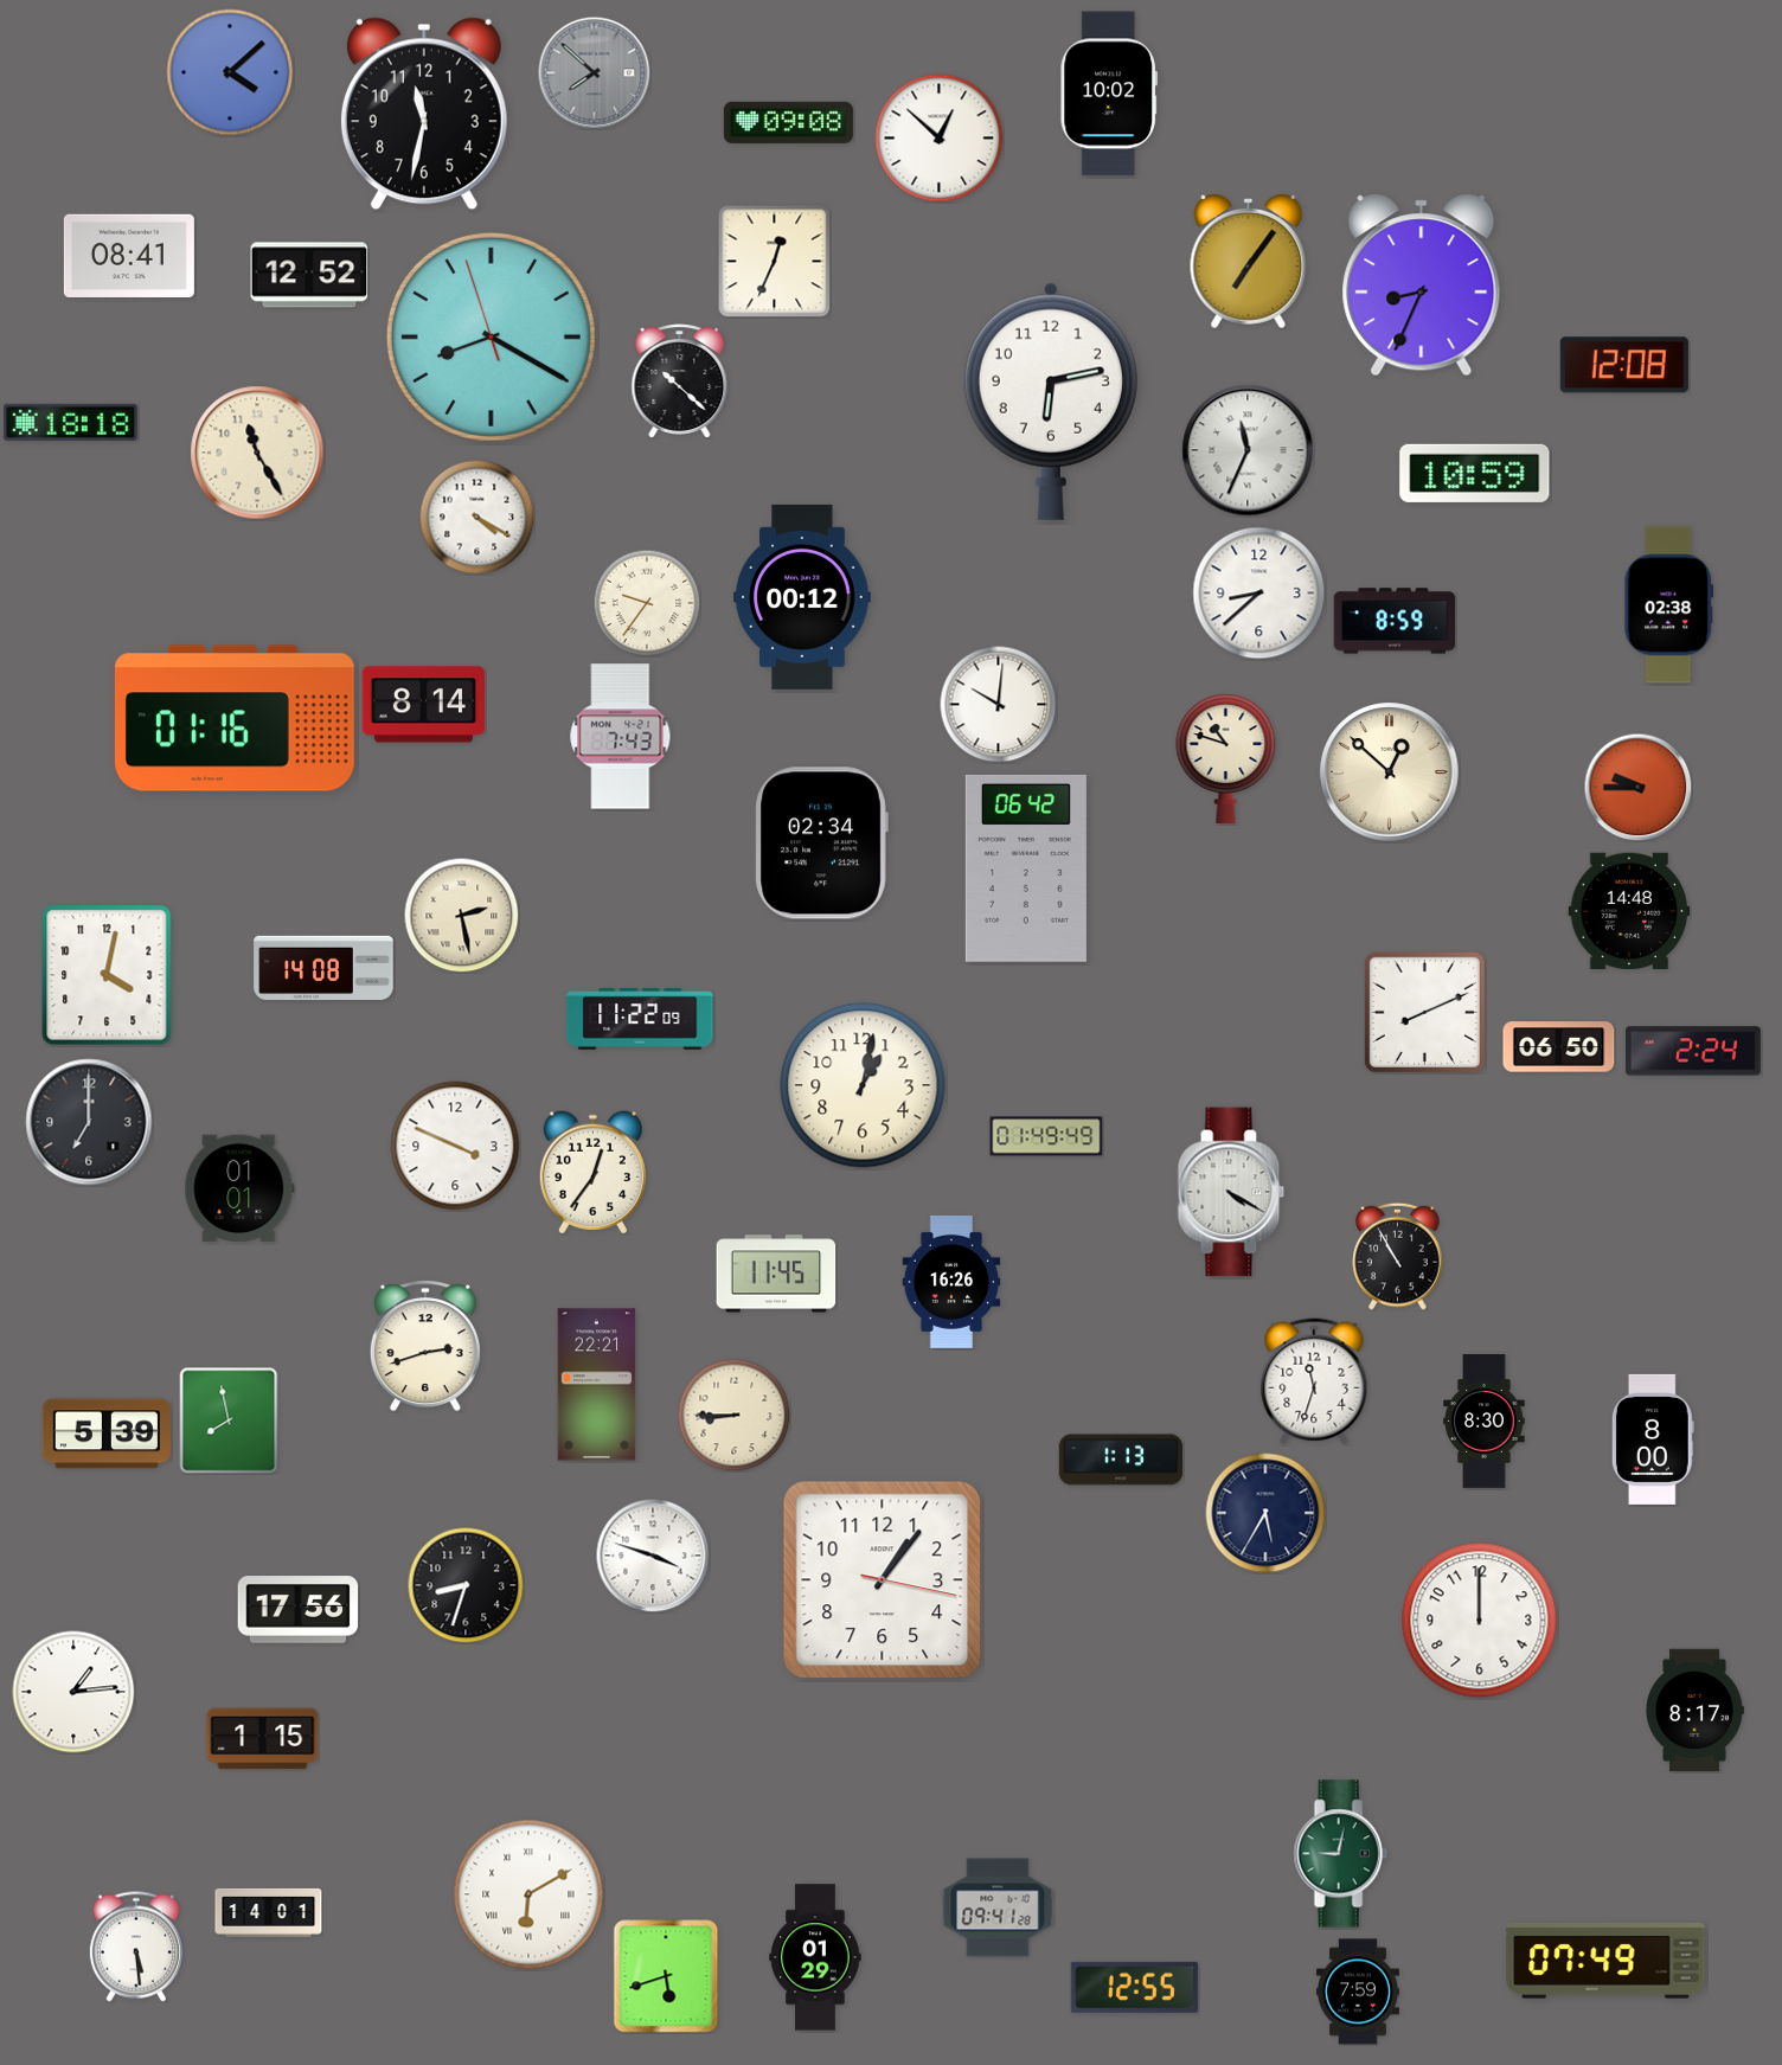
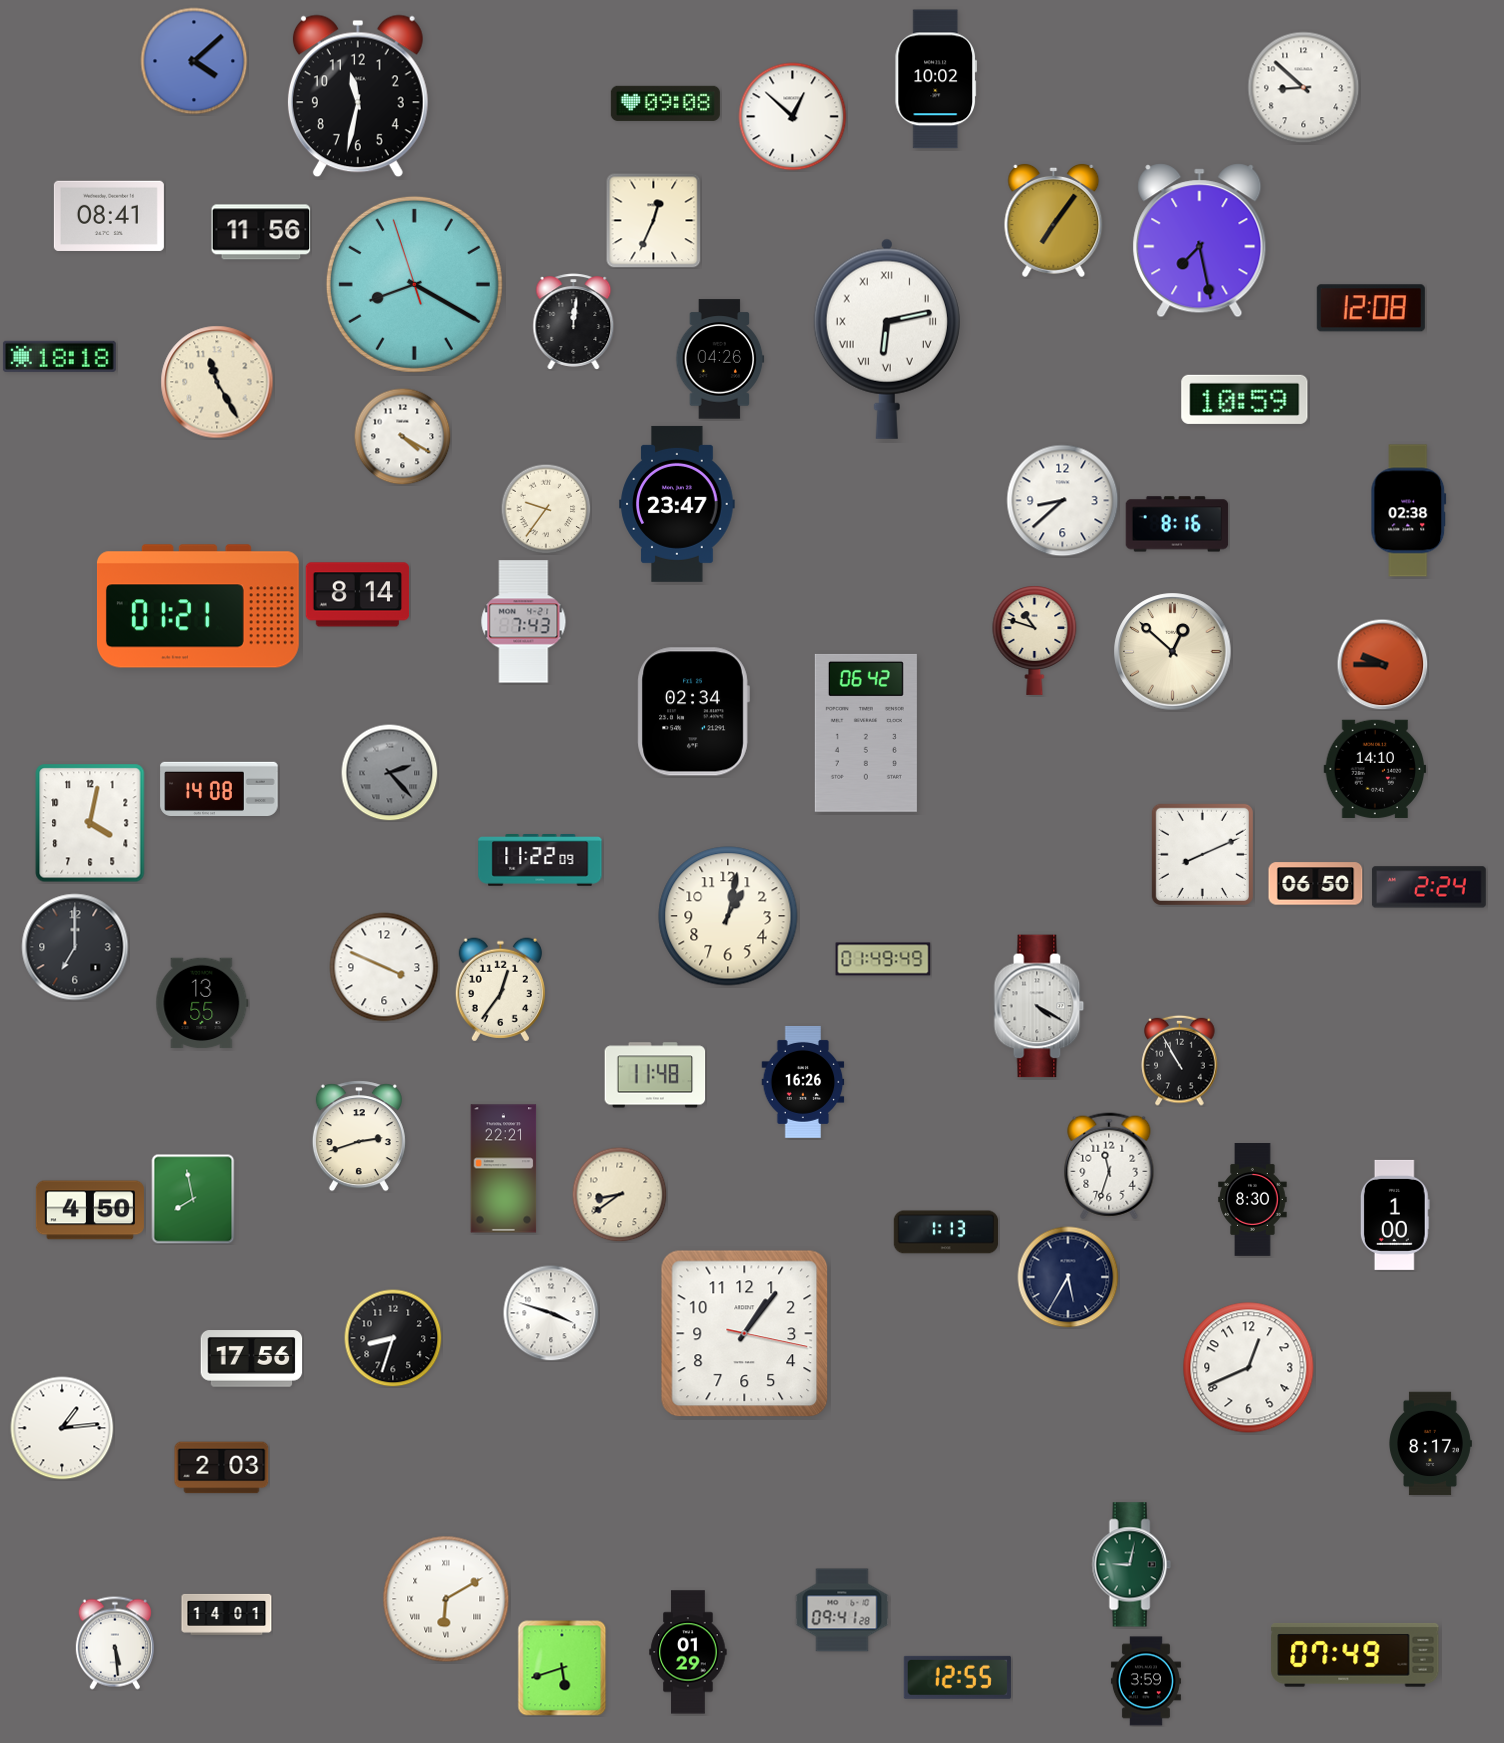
clock at (594, 72): 7:52 -> none
clock at (1304, 88): none -> 8:52
clock at (309, 275): 12:52 -> 11:56
clock at (1422, 286): 8:34 -> 7:28
clock at (680, 381): 10:22 -> 12:01
clock at (1051, 402) numerals: Arabic -> Roman
clock at (720, 359): none -> 04:26
clock at (1248, 450): 11:34 -> none
clock at (802, 597): 00:12 -> 23:47
clock at (1395, 621): 8:59 -> 8:16
clock at (999, 705): 10:01 -> none
clock at (235, 718): 01:16 -> 01:21
clock at (1629, 911): 14:48 -> 14:10
clock at (461, 915): 2:28 -> 2:23
clock at (461, 915) dial: cream -> grey
clock at (323, 967) position: (323, 967) -> (219, 788)
clock at (239, 1188): 01:01 -> 13:55
clock at (776, 1274): 11:45 -> 11:48
clock at (733, 1415): 8:45 -> 8:39
clock at (107, 1434): 5:39 -> 4:50
clock at (1653, 1439): 8:00 -> 1:00
clock at (1480, 1621): 12:00 -> 12:41
clock at (263, 1739): 1:15 -> 2:03
clock at (1358, 1992): 7:59 -> 3:59
